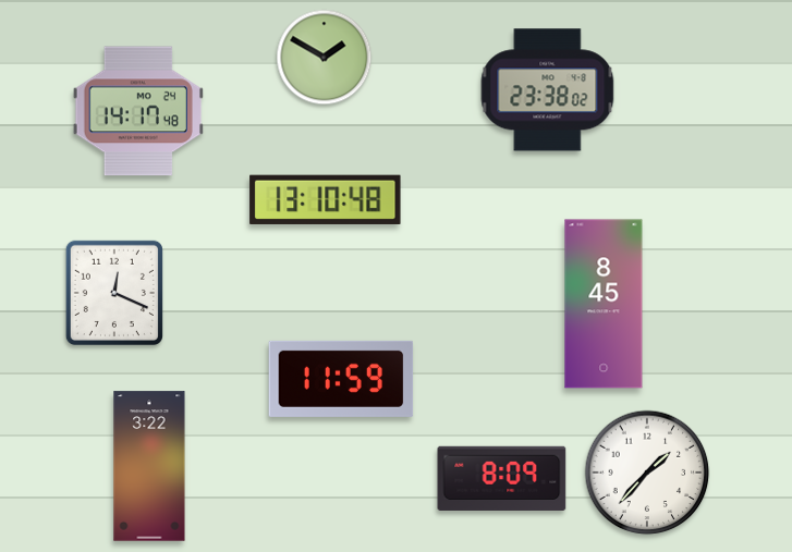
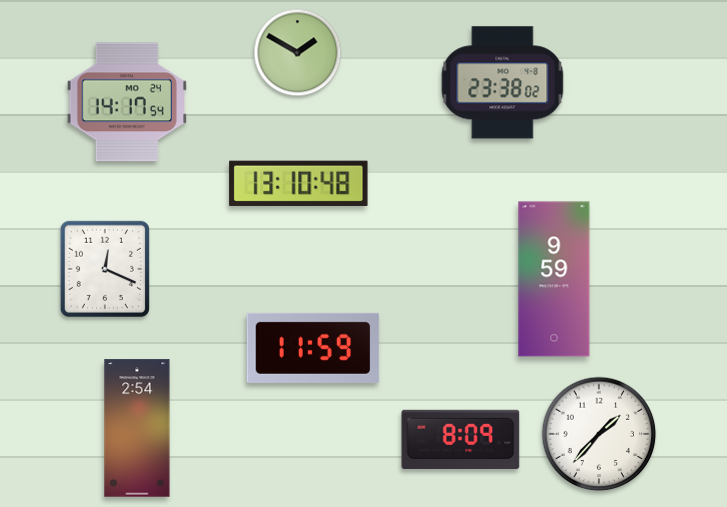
clock at (138, 111): 14:17:48 -> 14:17:54
clock at (604, 304): 8:45 -> 9:59
clock at (149, 466): 3:22 -> 2:54
clock at (647, 473) position: (647, 473) -> (599, 434)
